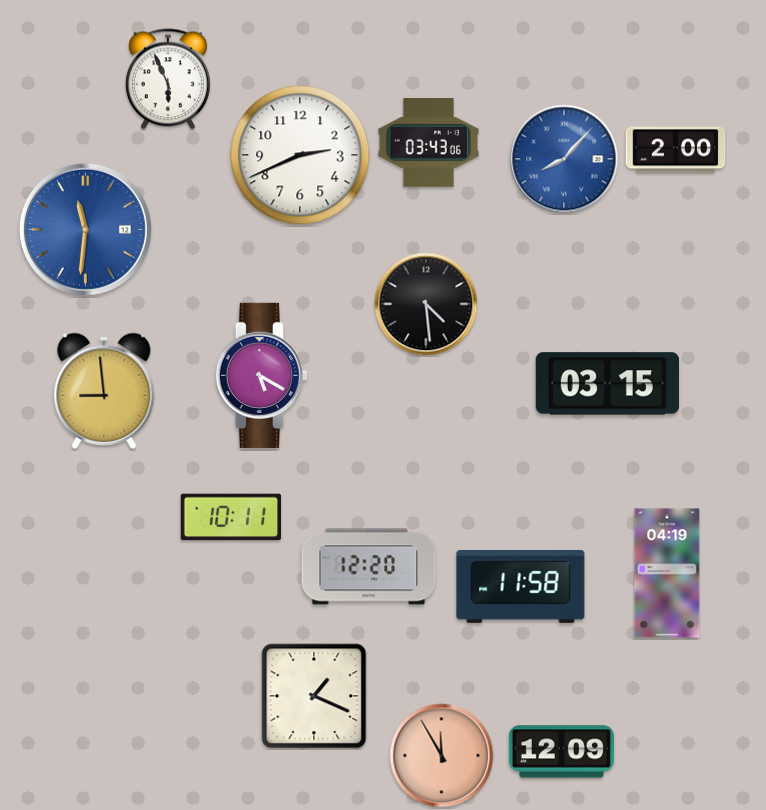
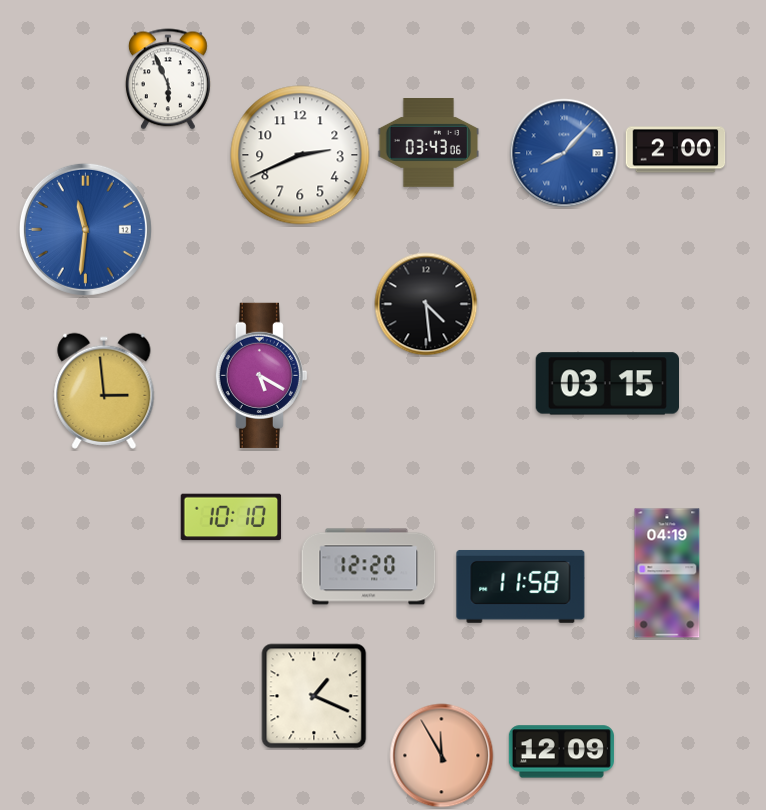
clock at (564, 159) position: (564, 159) -> (564, 153)
clock at (104, 391): 8:59 -> 2:59
clock at (231, 517): 10:11 -> 10:10
